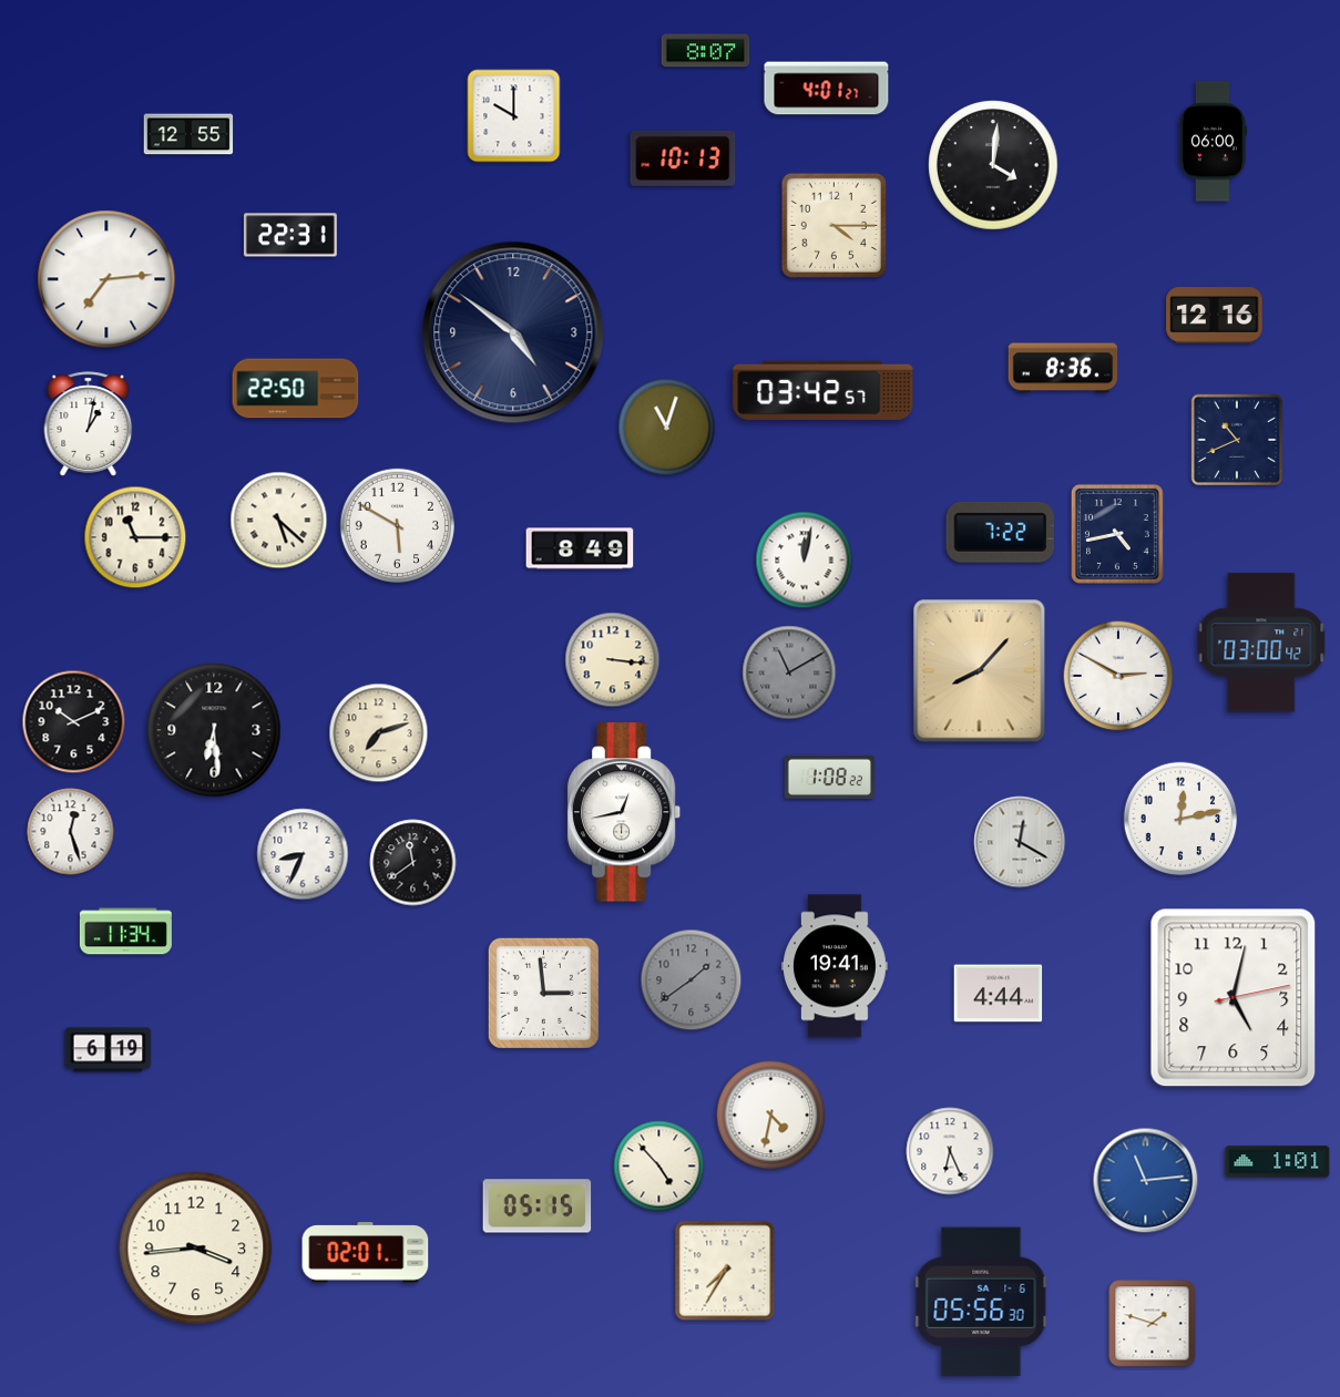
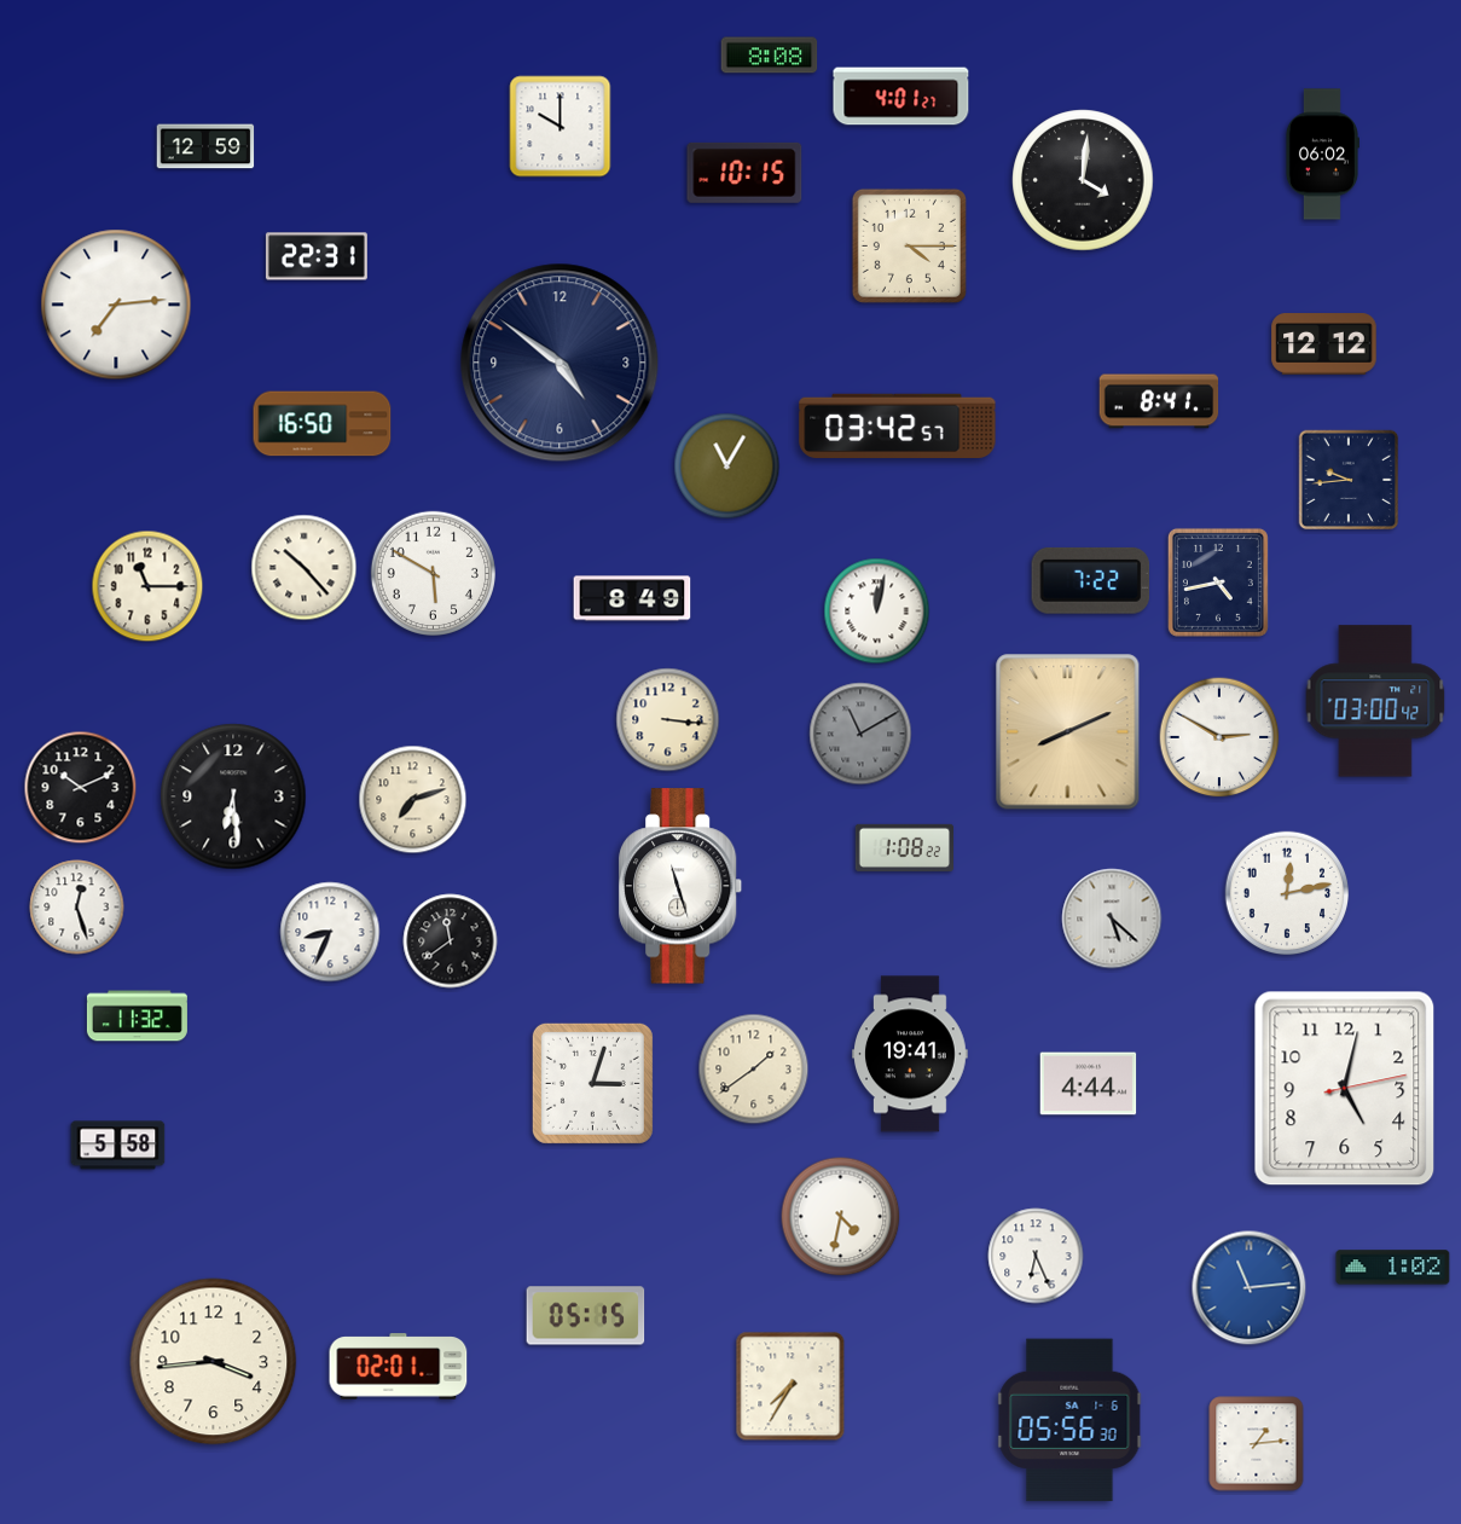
clock at (706, 51): 8:07 -> 8:08
clock at (188, 134): 12:55 -> 12:59
clock at (1213, 142): 06:00 -> 06:02
clock at (683, 158): 10:13 -> 10:15
clock at (1215, 316): 12:16 -> 12:12
clock at (1063, 368): 8:36 -> 8:41
clock at (296, 389): 22:50 -> 16:50
clock at (89, 424): 1:02 -> none
clock at (667, 428): 11:03 -> 11:05
clock at (1237, 440): 10:41 -> 9:44
clock at (279, 521): 5:22 -> 10:23
clock at (980, 671): 8:07 -> 8:11
clock at (624, 812): 12:43 -> 11:27
clock at (1020, 842): 12:20 -> 5:22
clock at (125, 932): 11:34 -> 11:32
clock at (692, 980) dial: grey -> cream
clock at (543, 993): 2:59 -> 3:03
clock at (109, 1050): 6:19 -> 5:58
clock at (1278, 1162): 1:01 -> 1:02
clock at (659, 1167): 4:53 -> none
clock at (1153, 1324): 1:48 -> 1:14
